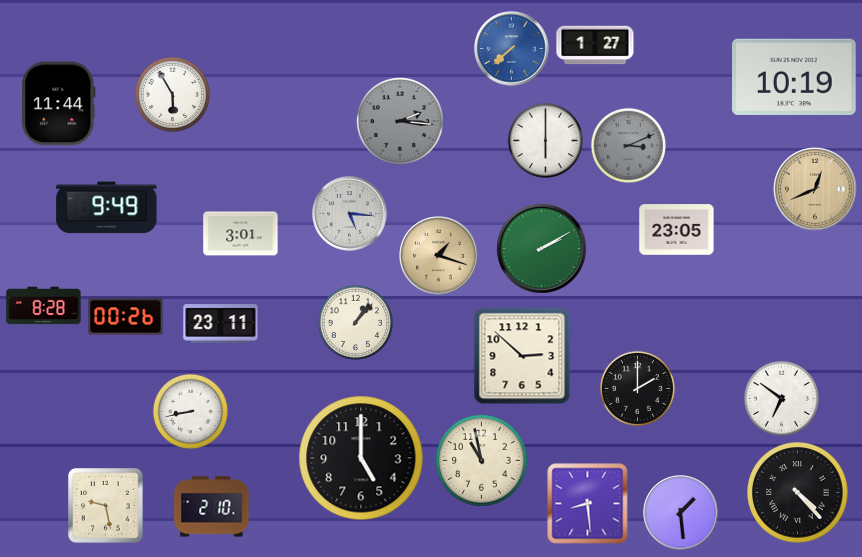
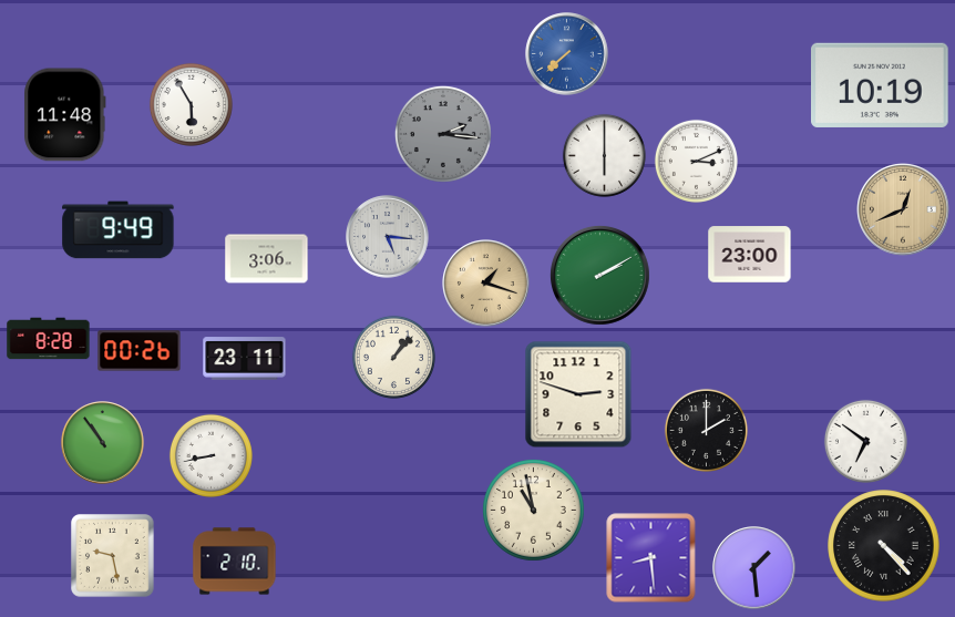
clock at (595, 45): 1:27 -> none
clock at (59, 104): 11:44 -> 11:48
clock at (628, 145) dial: grey -> white
clock at (677, 230): 23:05 -> 23:00
clock at (241, 234): 3:01 -> 3:06
clock at (522, 356): 2:52 -> 2:48
clock at (103, 443): none -> 10:54
clock at (361, 458): 5:00 -> none
clock at (106, 506) position: (106, 506) -> (113, 556)
